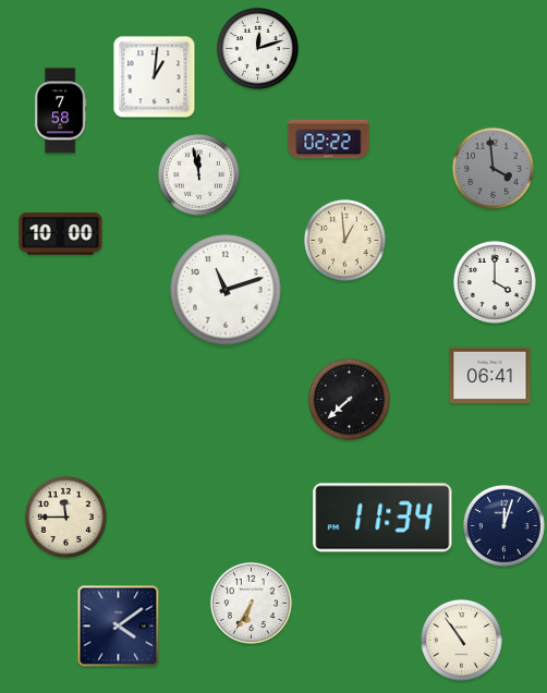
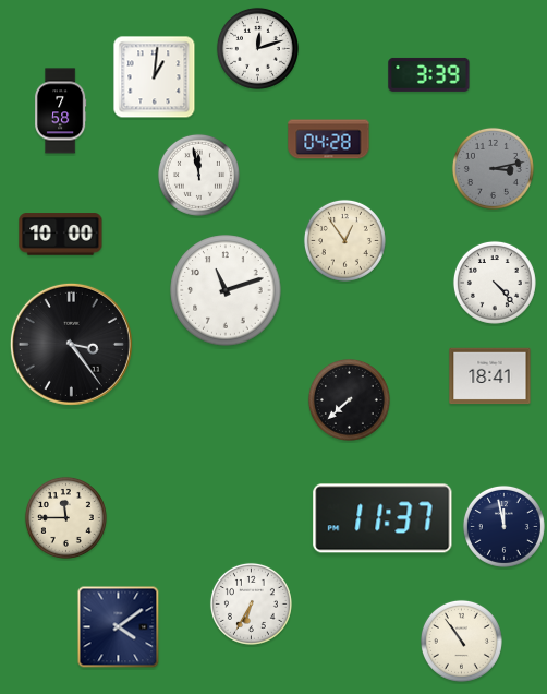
clock at (429, 74): none -> 3:39
clock at (329, 139): 02:22 -> 04:28
clock at (493, 168): 3:59 -> 3:13
clock at (344, 240): 12:59 -> 12:54
clock at (495, 282): 4:00 -> 4:23
clock at (71, 344): none -> 3:24
clock at (490, 376): 06:41 -> 18:41
clock at (382, 518): 11:34 -> 11:37
clock at (503, 525): 12:03 -> 11:58
